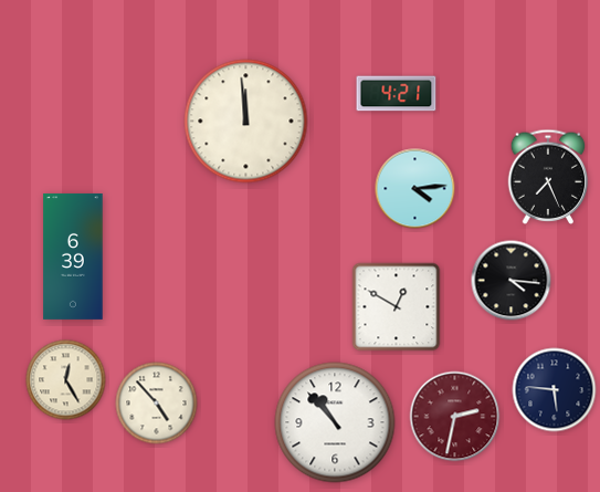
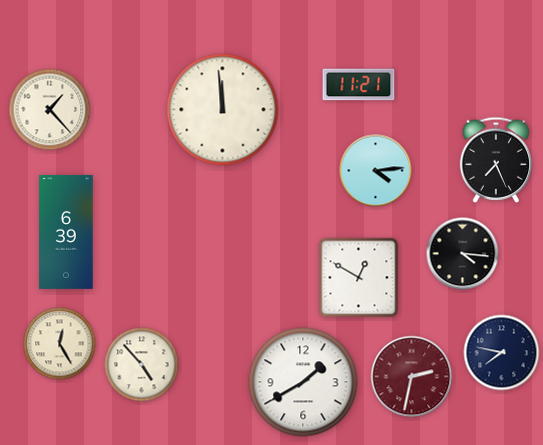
clock at (397, 94): 4:21 -> 11:21
clock at (50, 110): none -> 1:23
clock at (555, 390): 5:46 -> 7:47
clock at (335, 422): 10:53 -> 1:40
